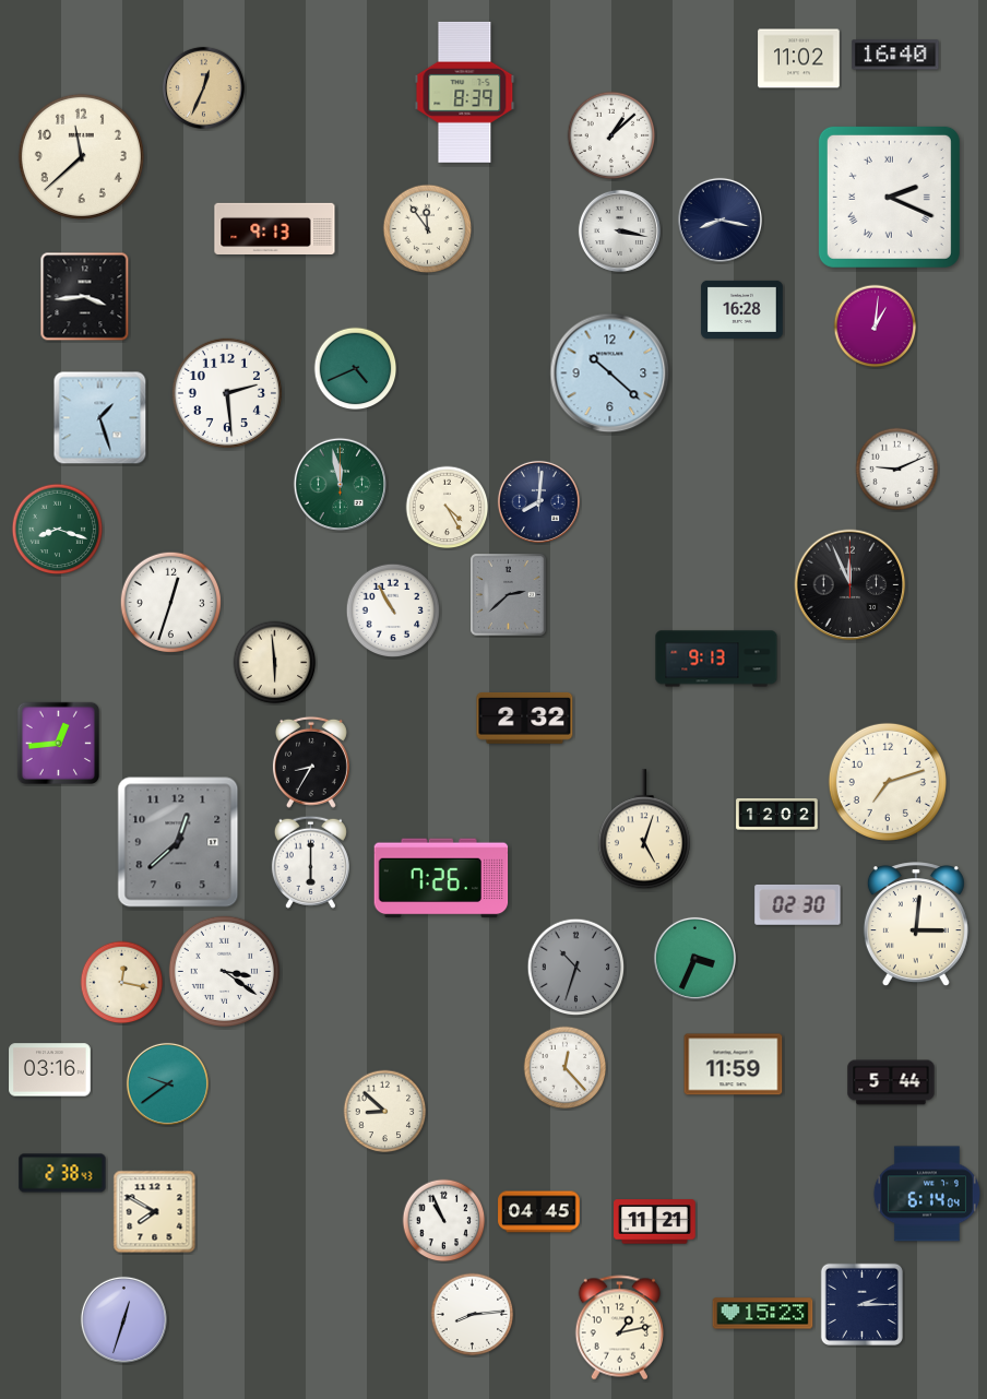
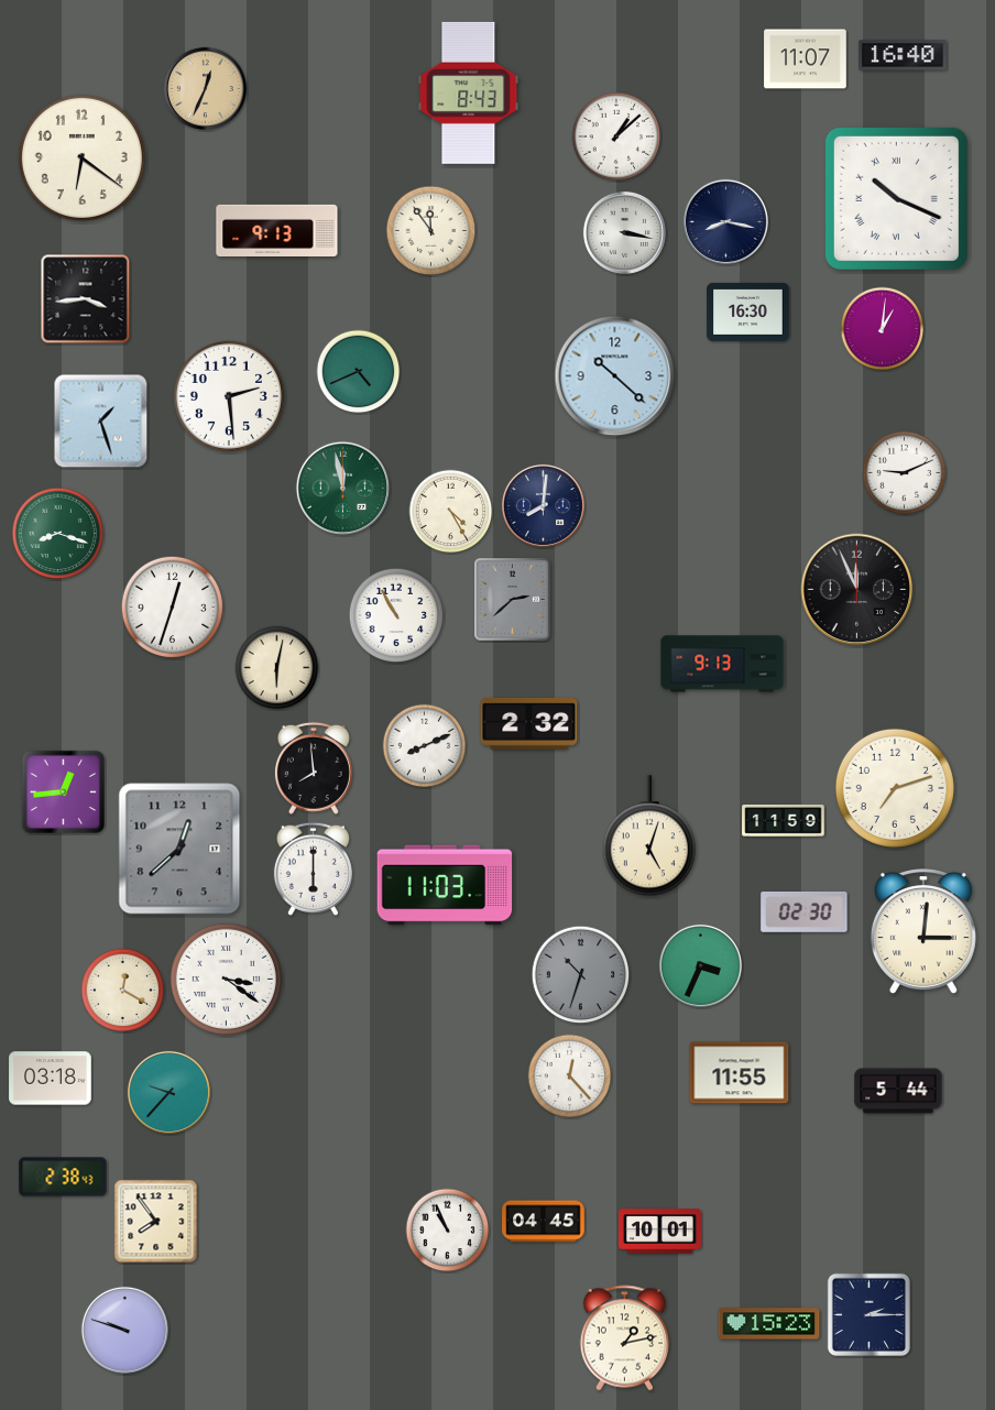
clock at (799, 59): 11:02 -> 11:07
clock at (465, 92): 8:39 -> 8:43
clock at (81, 156): 11:38 -> 6:21
clock at (889, 197): 2:19 -> 10:19
clock at (742, 309): 16:28 -> 16:30
clock at (275, 663): 5:59 -> 6:02
clock at (425, 746): none -> 8:11
clock at (58, 743) position: (58, 743) -> (63, 791)
clock at (311, 762): 8:35 -> 7:59
clock at (777, 814): 12:02 -> 11:59
clock at (441, 878): 7:26 -> 11:03
clock at (122, 983): 12:17 -> 12:20
clock at (734, 1065): 11:59 -> 11:55
clock at (50, 1070): 03:16 -> 03:18
clock at (167, 1083): 9:39 -> 9:37
clock at (385, 1112): 8:52 -> none
clock at (62, 1173) position: (62, 1173) -> (63, 1177)
clock at (927, 1194): 6:14 -> none
clock at (155, 1212): 7:50 -> 7:54
clock at (655, 1222): 11:21 -> 10:01
clock at (473, 1315): 8:14 -> none
clock at (123, 1319): 12:33 -> 9:48
